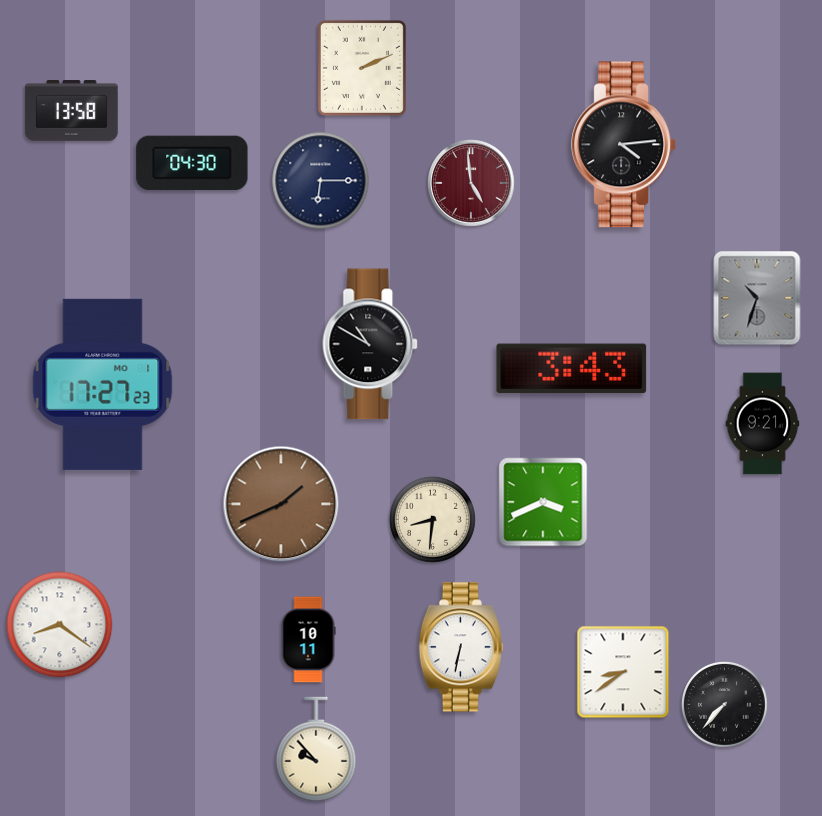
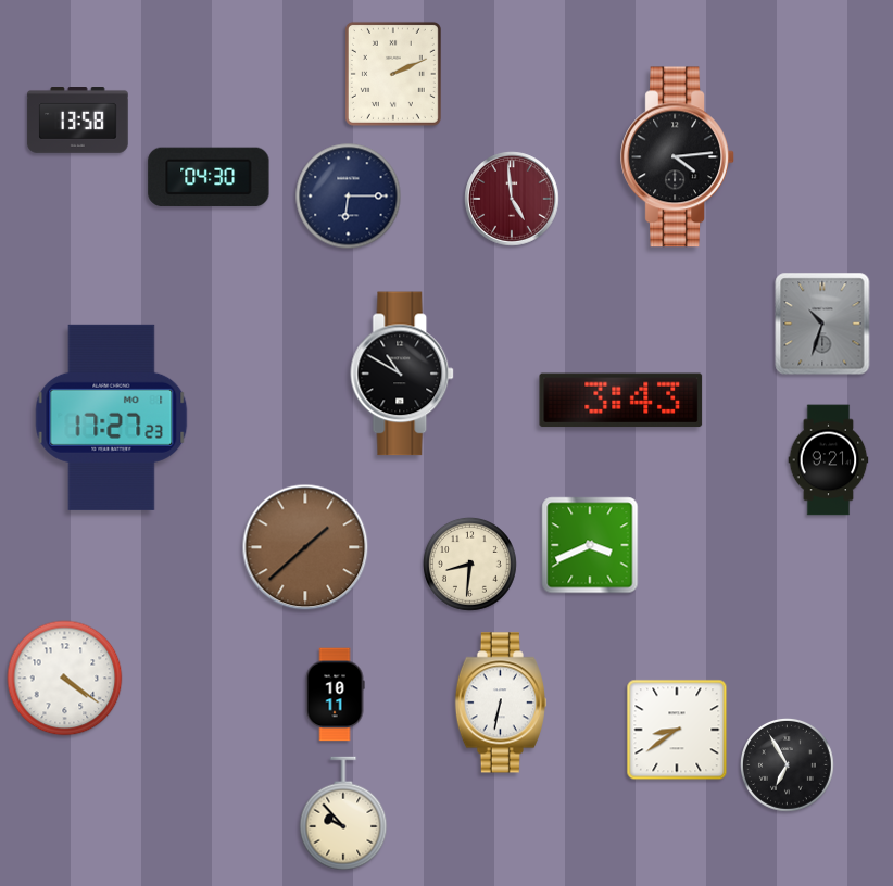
clock at (281, 504): 1:41 -> 1:38
clock at (60, 625): 8:21 -> 4:21
clock at (724, 704): 7:37 -> 6:55
